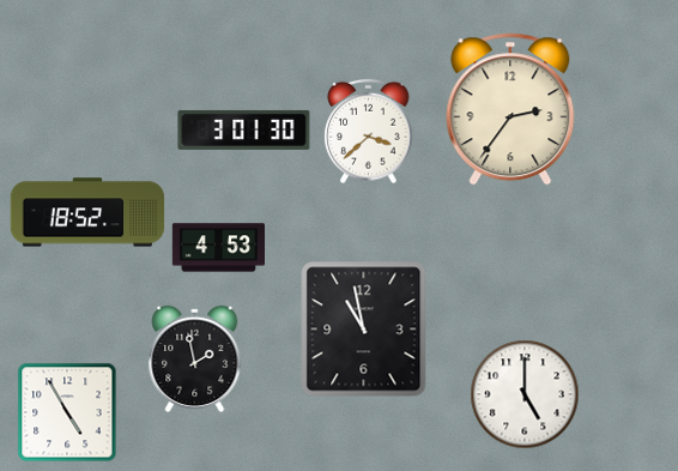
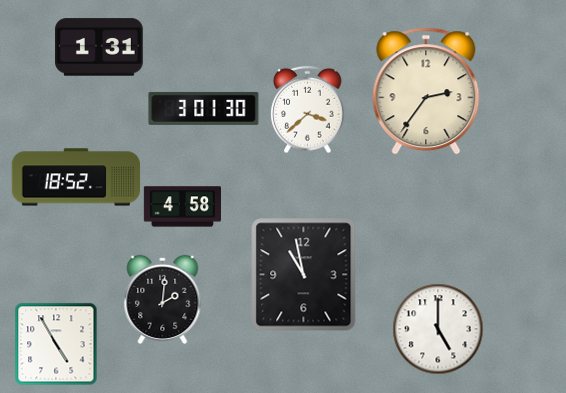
clock at (99, 47): none -> 1:31
clock at (87, 212) position: (87, 212) -> (76, 177)
clock at (218, 248): 4:53 -> 4:58
clock at (195, 358): 1:58 -> 2:01
